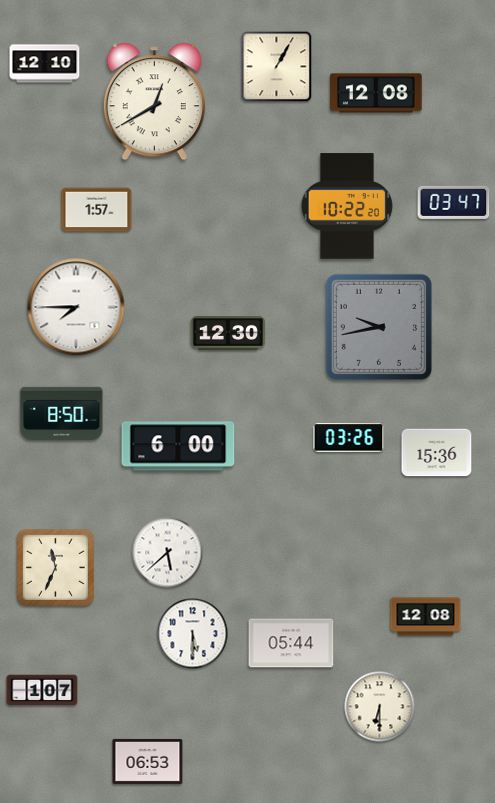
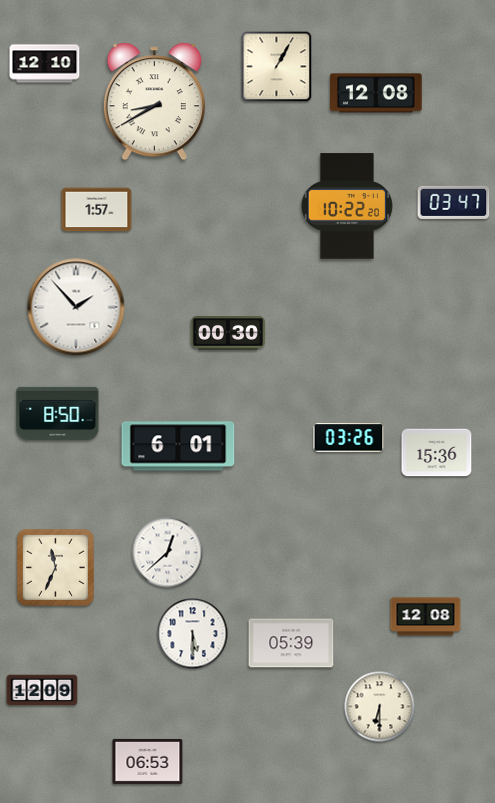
clock at (154, 102): 12:40 -> 8:40
clock at (76, 307): 7:45 -> 1:53
clock at (379, 327): 9:43 -> none
clock at (228, 334): 12:30 -> 00:30
clock at (62, 413) position: (62, 413) -> (58, 413)
clock at (178, 446): 6:00 -> 6:01
clock at (168, 553): 5:38 -> 12:38
clock at (291, 643): 05:44 -> 05:39
clock at (42, 690): 1:07 -> 12:09
